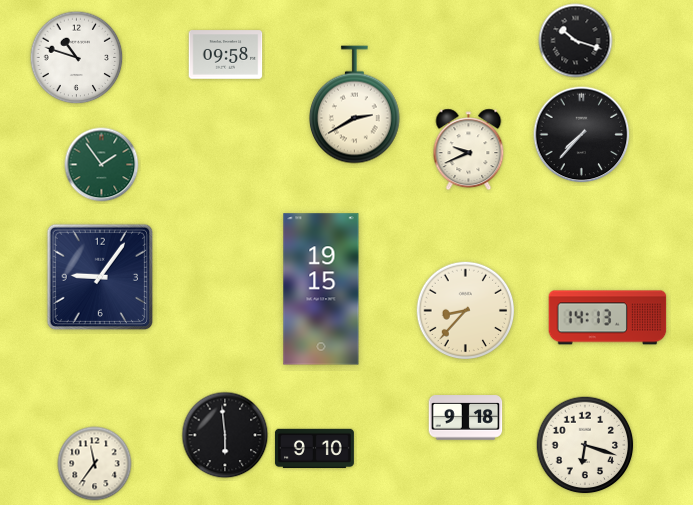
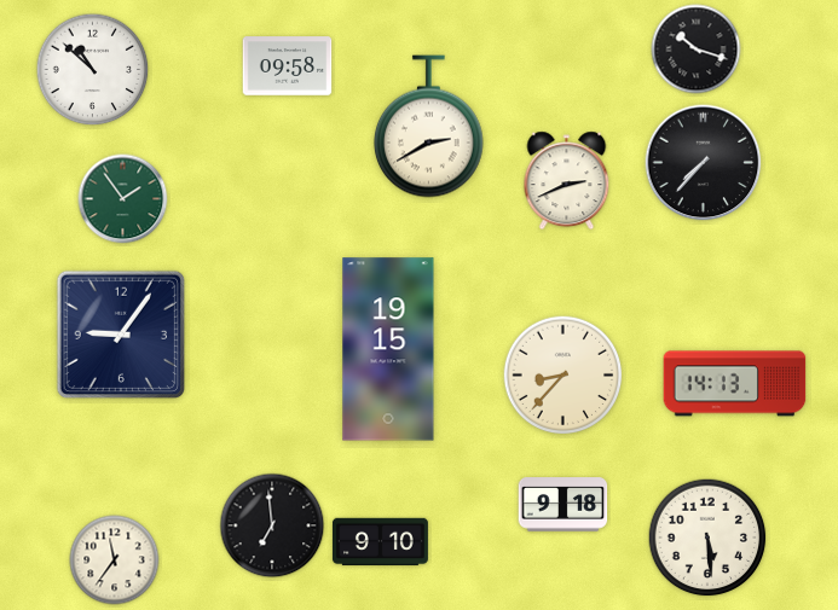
clock at (226, 55) position: (226, 55) -> (288, 66)
clock at (77, 58): 10:48 -> 10:52
clock at (469, 150): 9:41 -> 2:41
clock at (225, 435): 5:59 -> 6:59
clock at (585, 445): 6:18 -> 5:29
